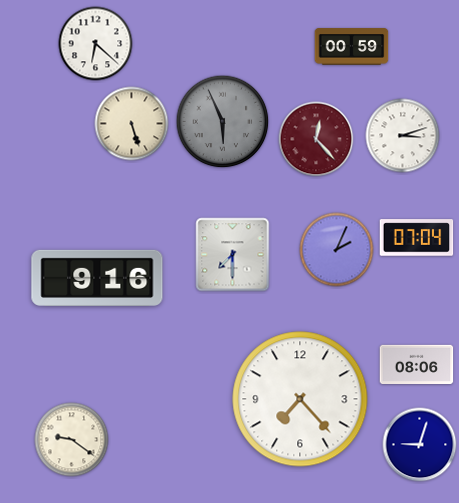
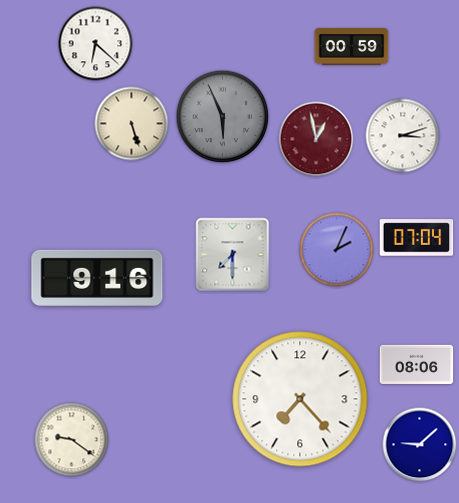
clock at (223, 122) position: (223, 122) -> (223, 117)
clock at (316, 139): 12:23 -> 12:58
clock at (420, 445): 9:03 -> 9:08
